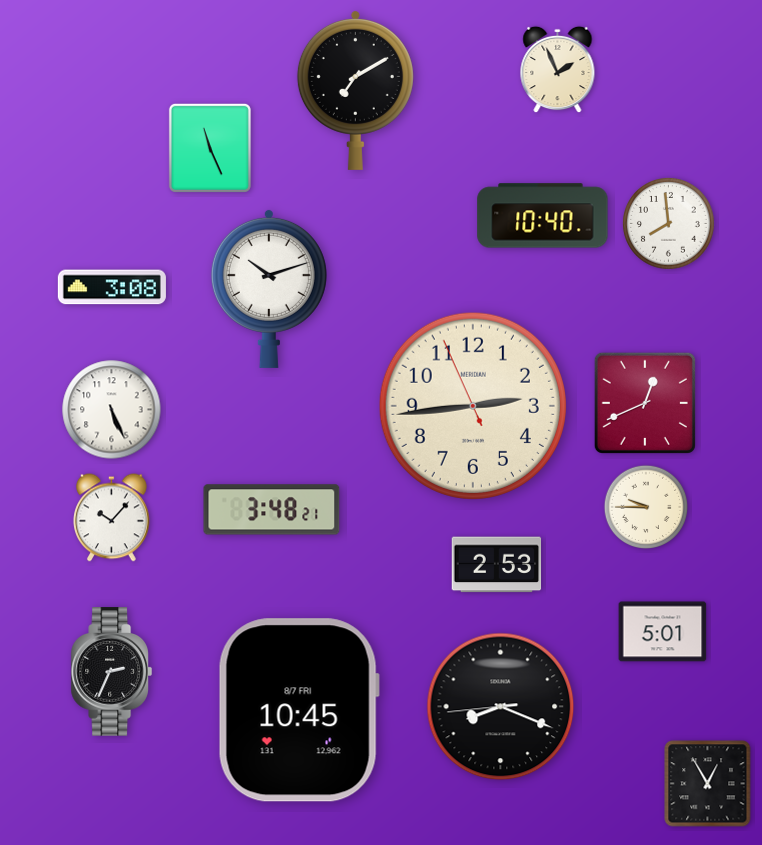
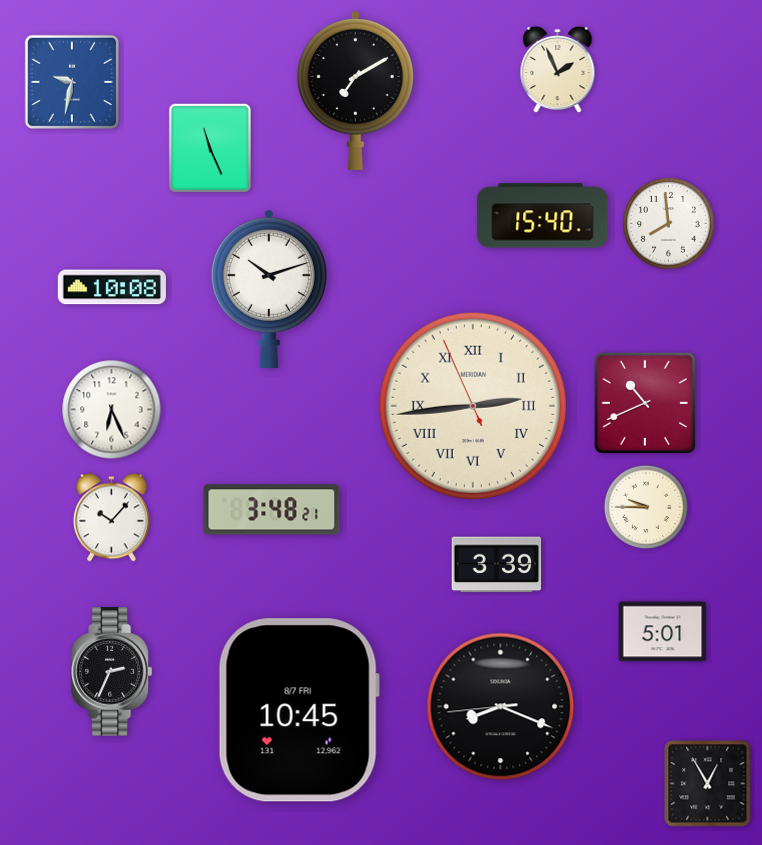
clock at (72, 82): none -> 9:32
clock at (543, 216): 10:40 -> 15:40
clock at (112, 287): 3:08 -> 10:08
clock at (645, 403): 12:41 -> 10:41
clock at (473, 406) numerals: Arabic -> Roman
clock at (112, 410): 5:26 -> 6:26
clock at (497, 565): 2:53 -> 3:39
